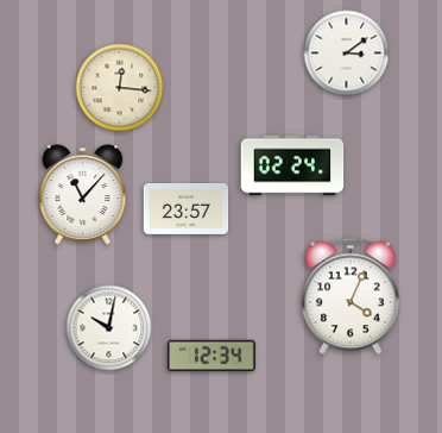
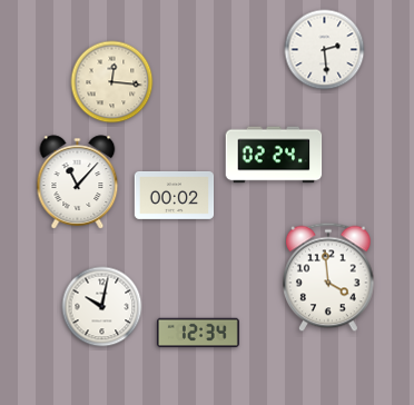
clock at (347, 54): 3:09 -> 2:29
clock at (187, 209): 23:57 -> 00:02
clock at (352, 296): 4:04 -> 3:59
